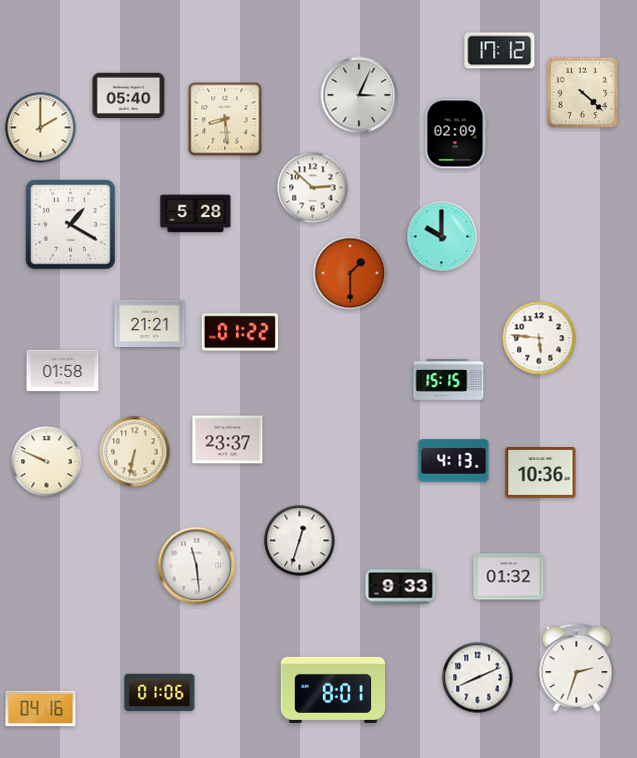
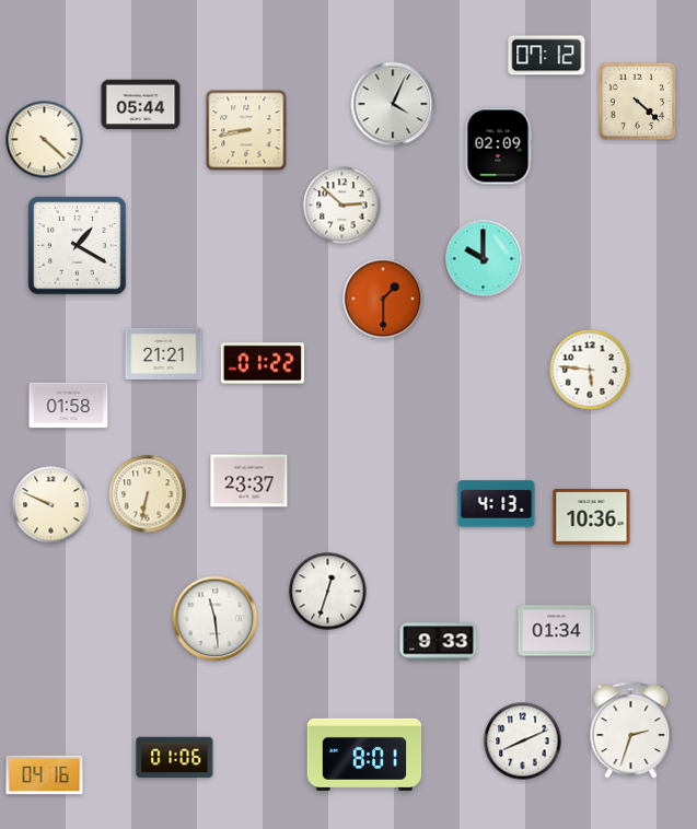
clock at (500, 51): 17:12 -> 07:12
clock at (359, 95): 3:04 -> 4:04
clock at (129, 96): 05:40 -> 05:44
clock at (225, 119): 8:29 -> 8:43
clock at (41, 128): 2:00 -> 4:22
clock at (196, 214): 5:28 -> none
clock at (449, 380): 15:15 -> none
clock at (509, 577): 01:32 -> 01:34
